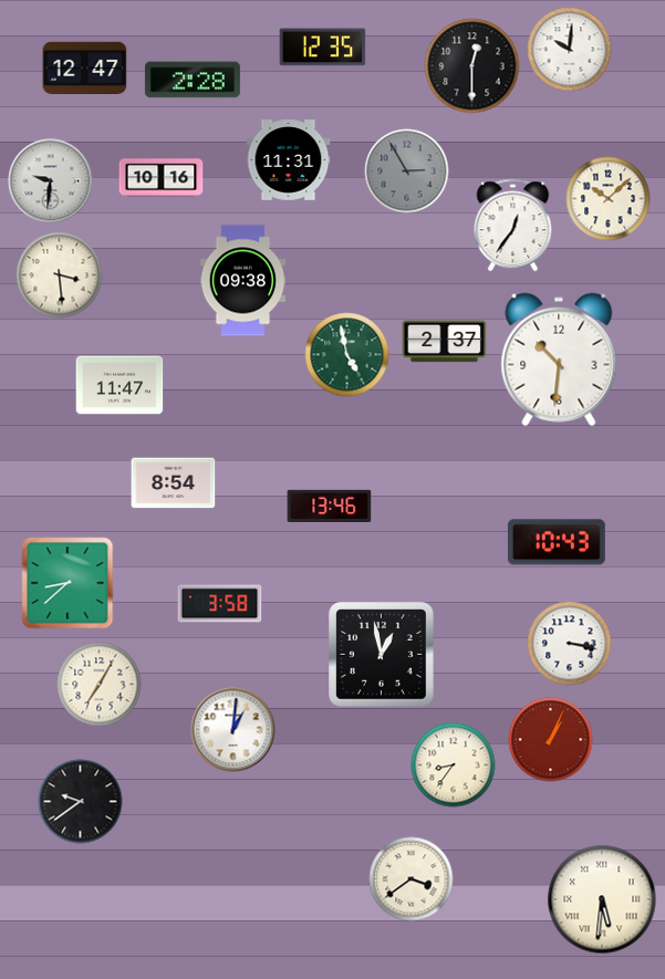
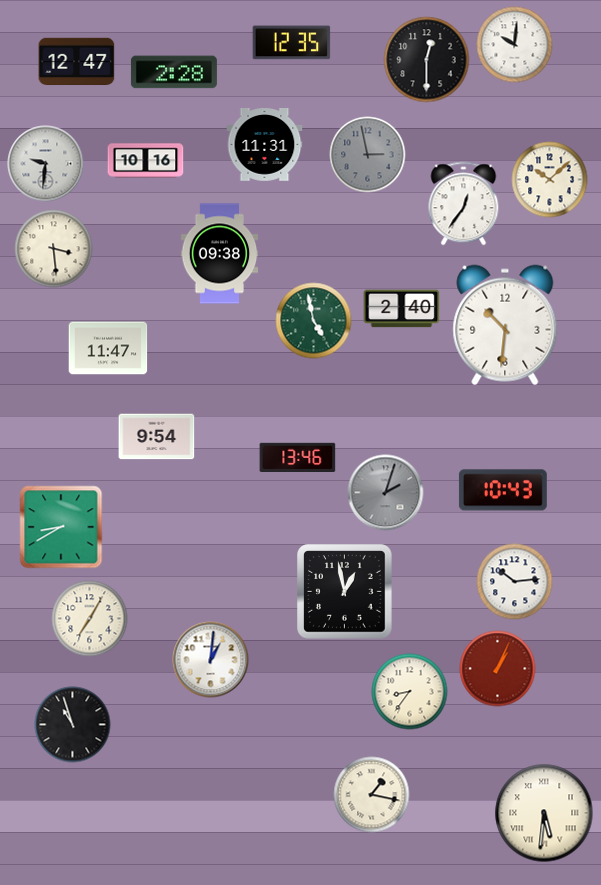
clock at (289, 160) position: (289, 160) -> (265, 145)
clock at (407, 171): 2:55 -> 2:58
clock at (445, 342): 2:37 -> 2:40
clock at (174, 483): 8:54 -> 9:54
clock at (386, 493): none -> 2:03
clock at (67, 583): 8:38 -> 8:40
clock at (220, 604): 3:58 -> none
clock at (570, 644): 3:17 -> 10:14
clock at (81, 802): 9:39 -> 10:57
clock at (412, 879): 3:39 -> 1:17
